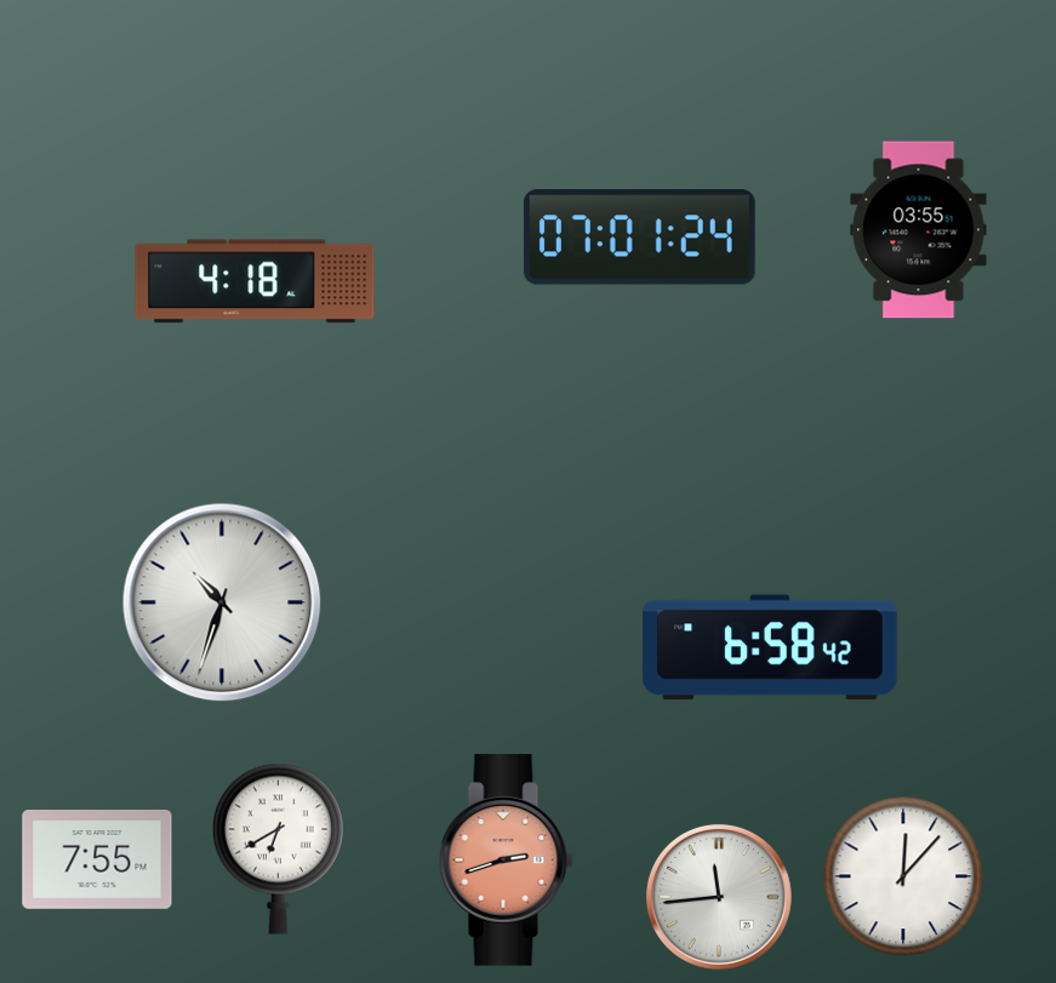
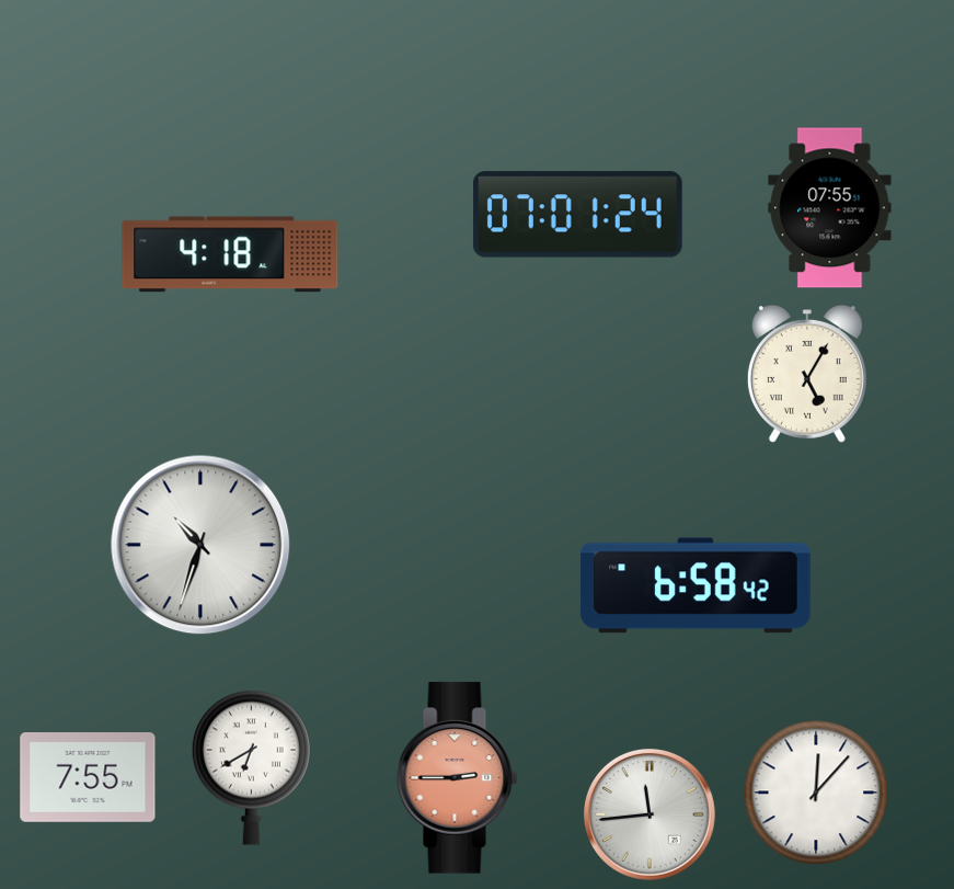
clock at (919, 230): 03:55 -> 07:55
clock at (807, 374): none -> 5:05
clock at (506, 861): 2:42 -> 2:45
clock at (719, 897) position: (719, 897) -> (650, 814)
